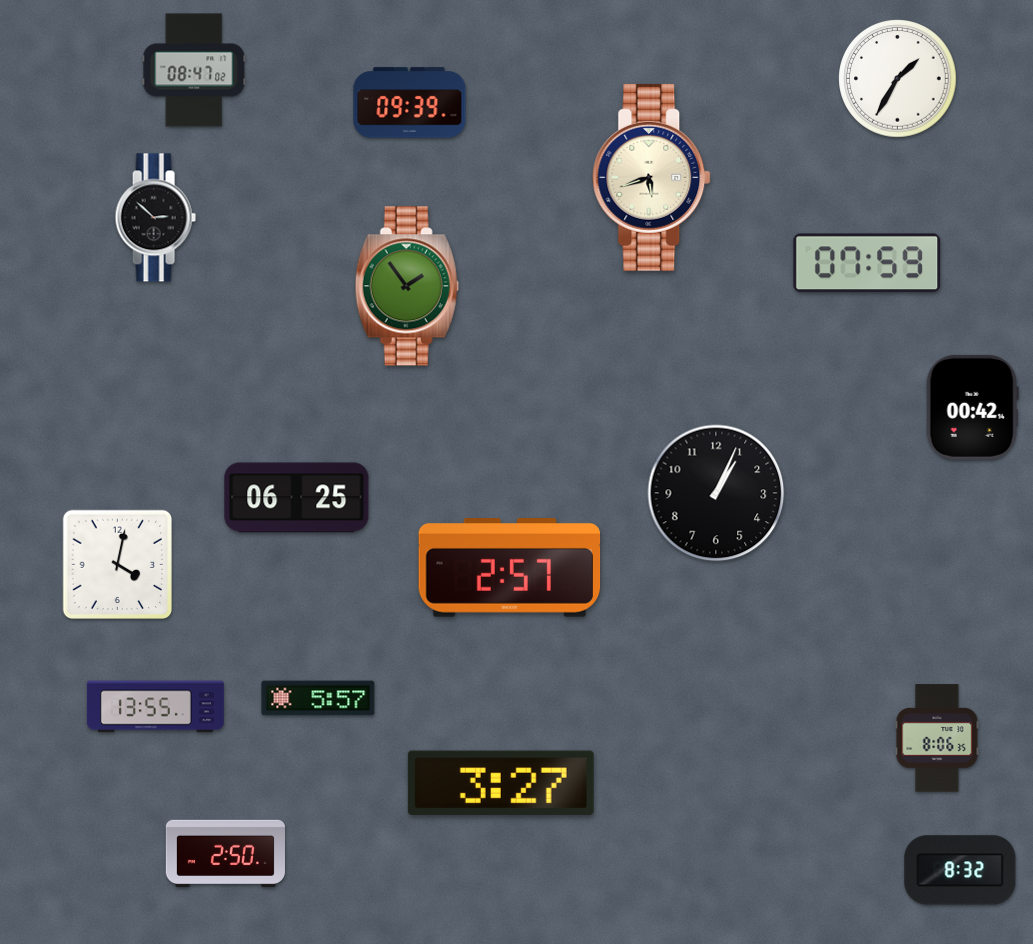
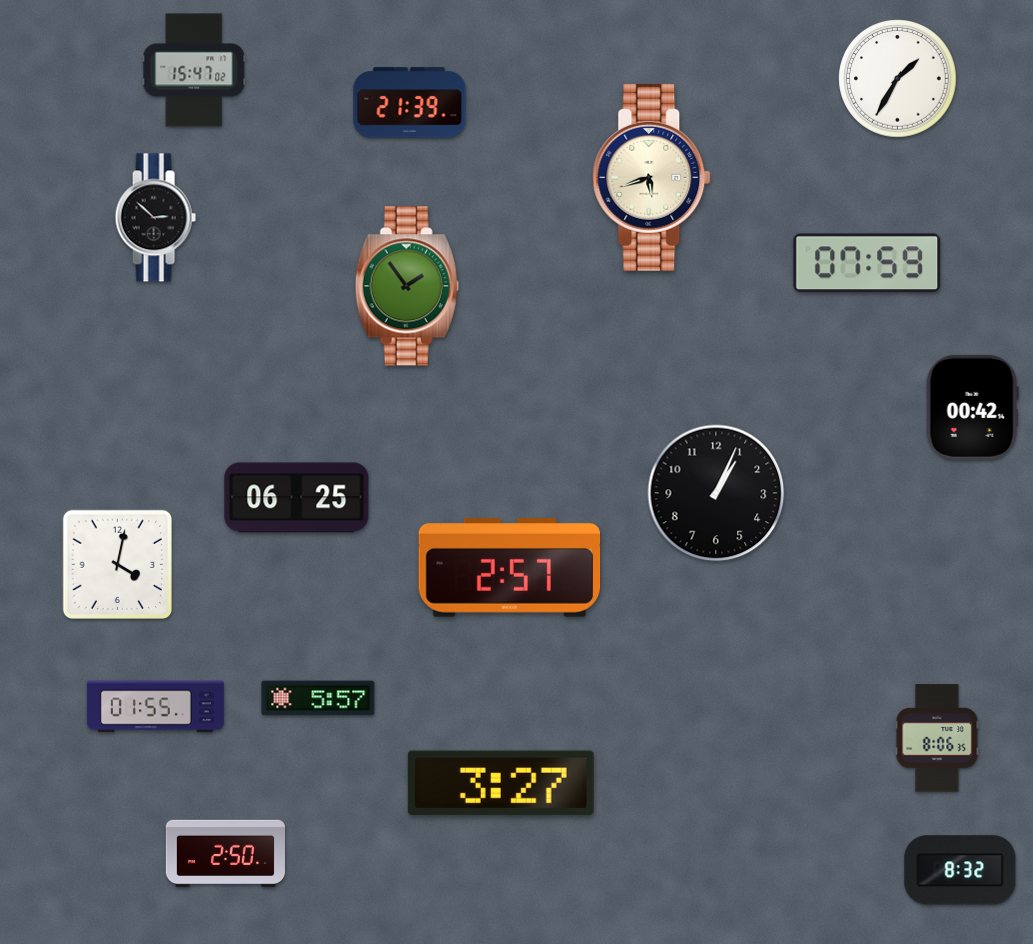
clock at (194, 70): 08:47 -> 15:47
clock at (410, 103): 09:39 -> 21:39
clock at (155, 707): 13:55 -> 01:55
